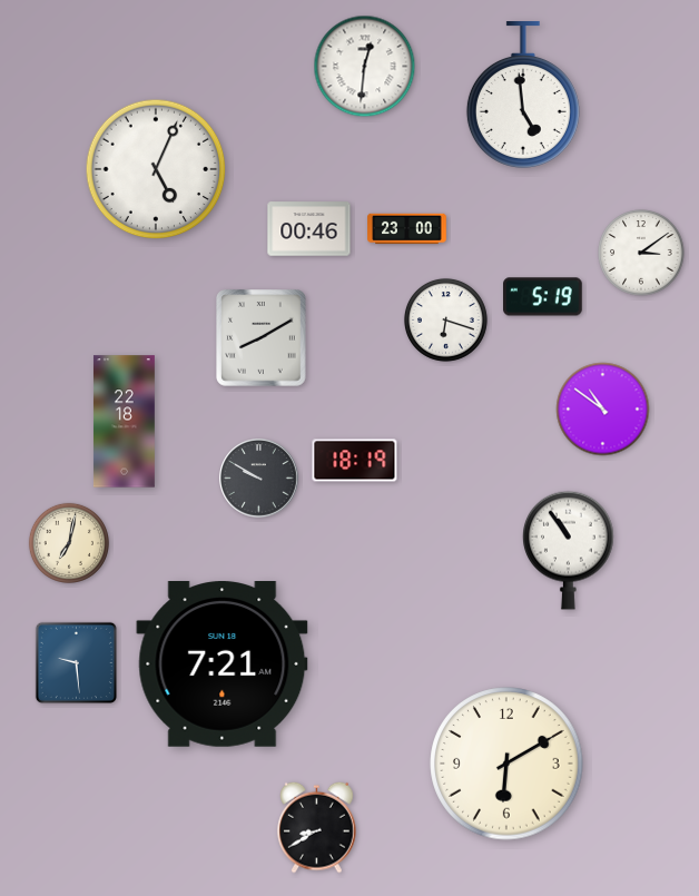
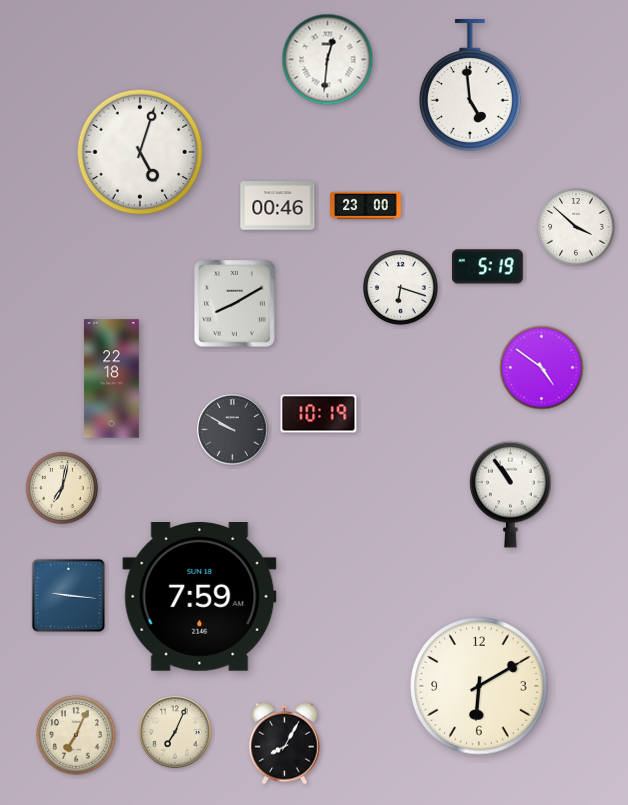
clock at (156, 169): 5:04 -> 5:03
clock at (641, 253): 3:09 -> 3:52
clock at (603, 410): 10:51 -> 4:51
clock at (355, 461): 18:19 -> 10:19
clock at (76, 662): 9:29 -> 9:16
clock at (223, 664): 7:21 -> 7:59
clock at (506, 764) position: (506, 764) -> (479, 686)
clock at (175, 732): none -> 7:04
clock at (76, 735): none -> 7:04
clock at (317, 827): 8:40 -> 8:05
